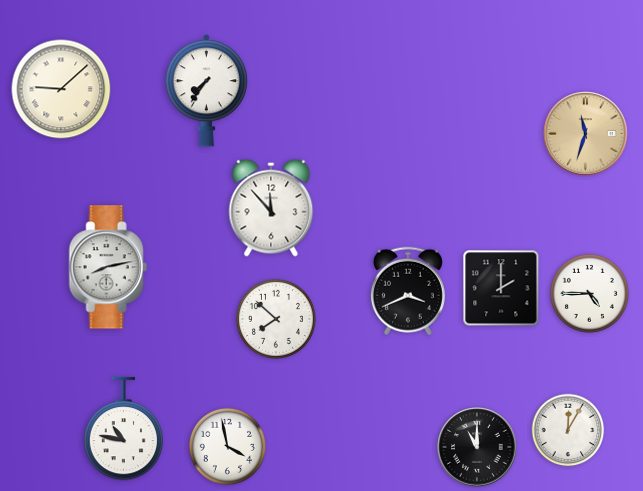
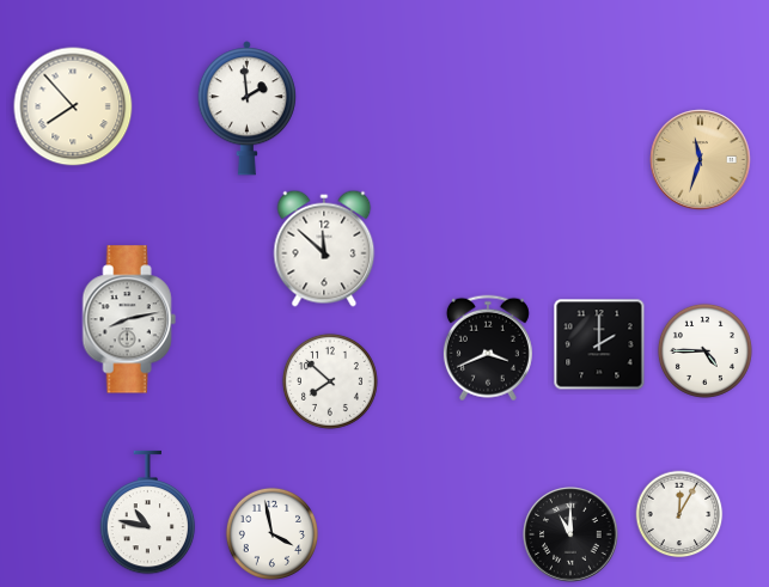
clock at (61, 89): 9:08 -> 7:53
clock at (206, 91): 7:36 -> 1:59
clock at (271, 208): 11:53 -> 11:52
